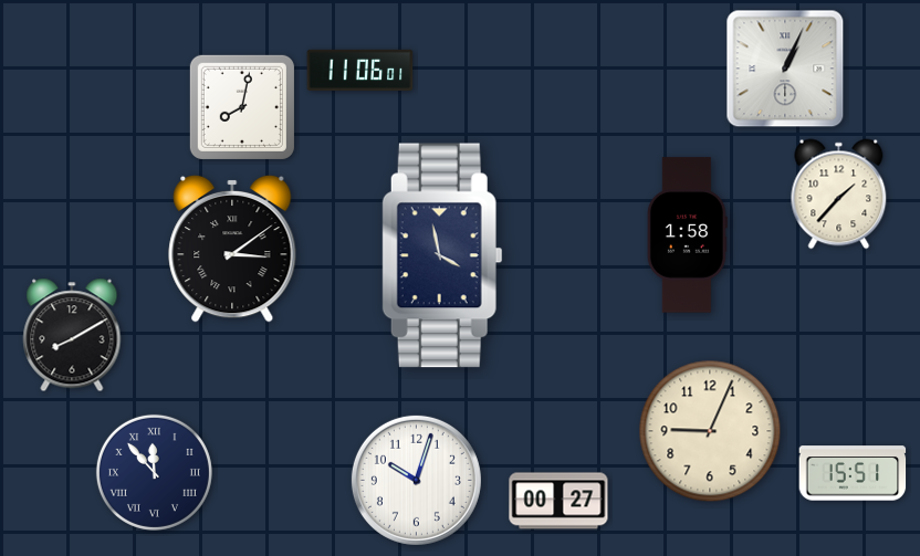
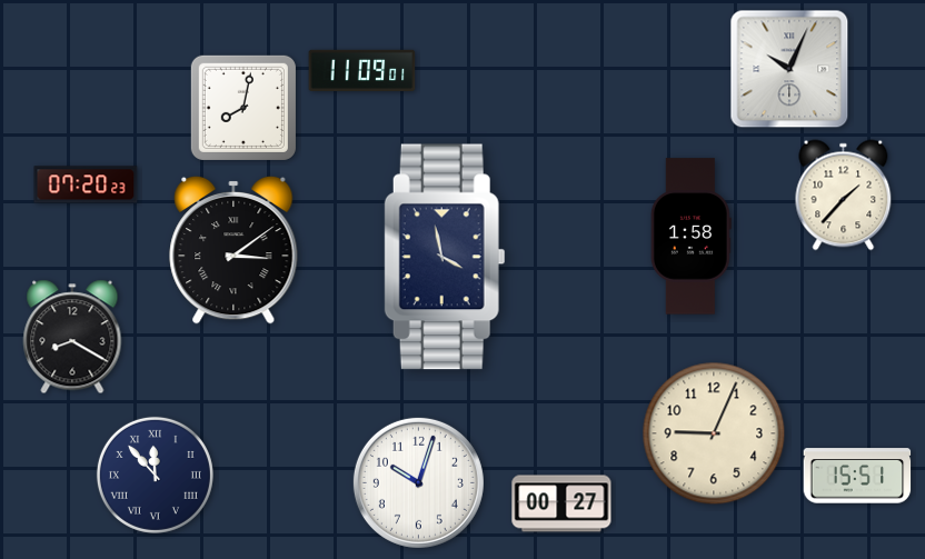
clock at (785, 69): 1:04 -> 10:04
clock at (360, 70): 11:06 -> 11:09
clock at (86, 184): none -> 07:20
clock at (72, 335): 8:10 -> 8:20
